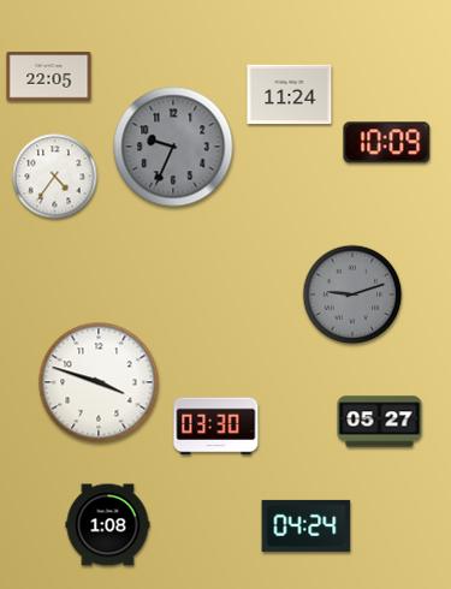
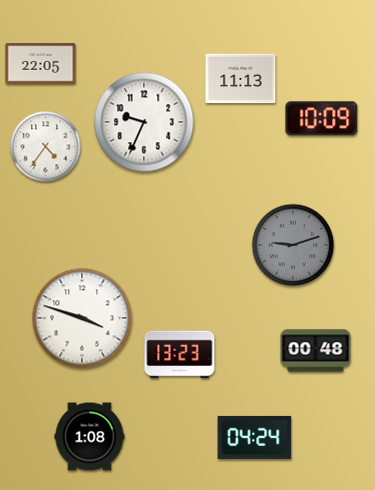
clock at (290, 95): 11:24 -> 11:13
clock at (173, 147) dial: grey -> white
clock at (380, 422): 05:27 -> 00:48
clock at (216, 427): 03:30 -> 13:23
